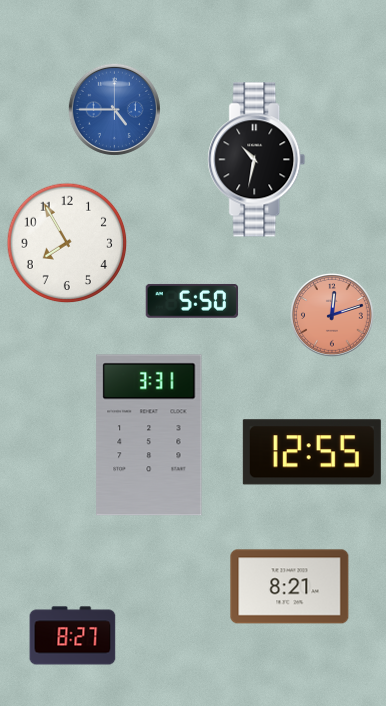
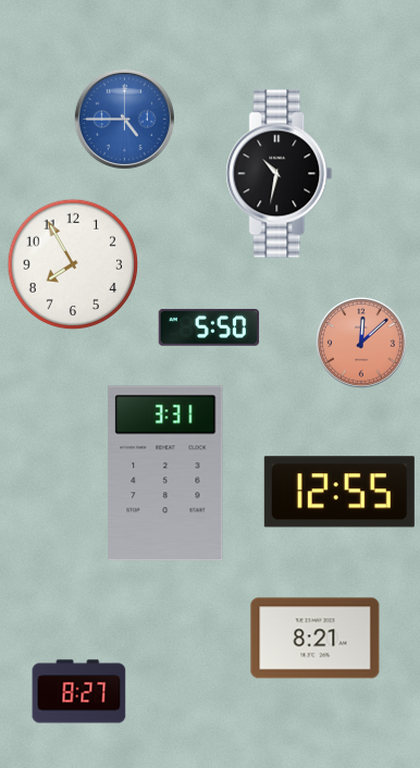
clock at (333, 316): 12:12 -> 12:08
clock at (149, 435) position: (149, 435) -> (165, 473)
